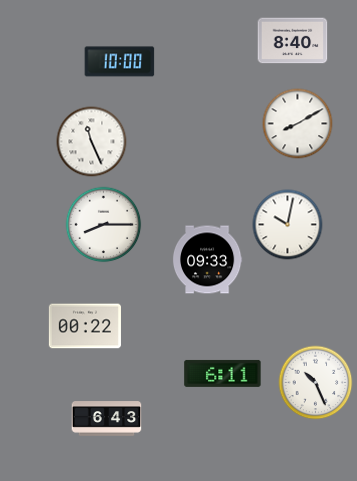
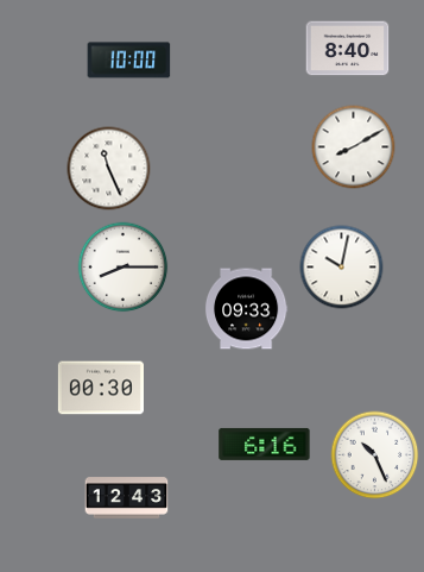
clock at (120, 62) position: (120, 62) -> (129, 61)
clock at (85, 326): 00:22 -> 00:30
clock at (223, 373): 6:11 -> 6:16
clock at (107, 419): 6:43 -> 12:43
